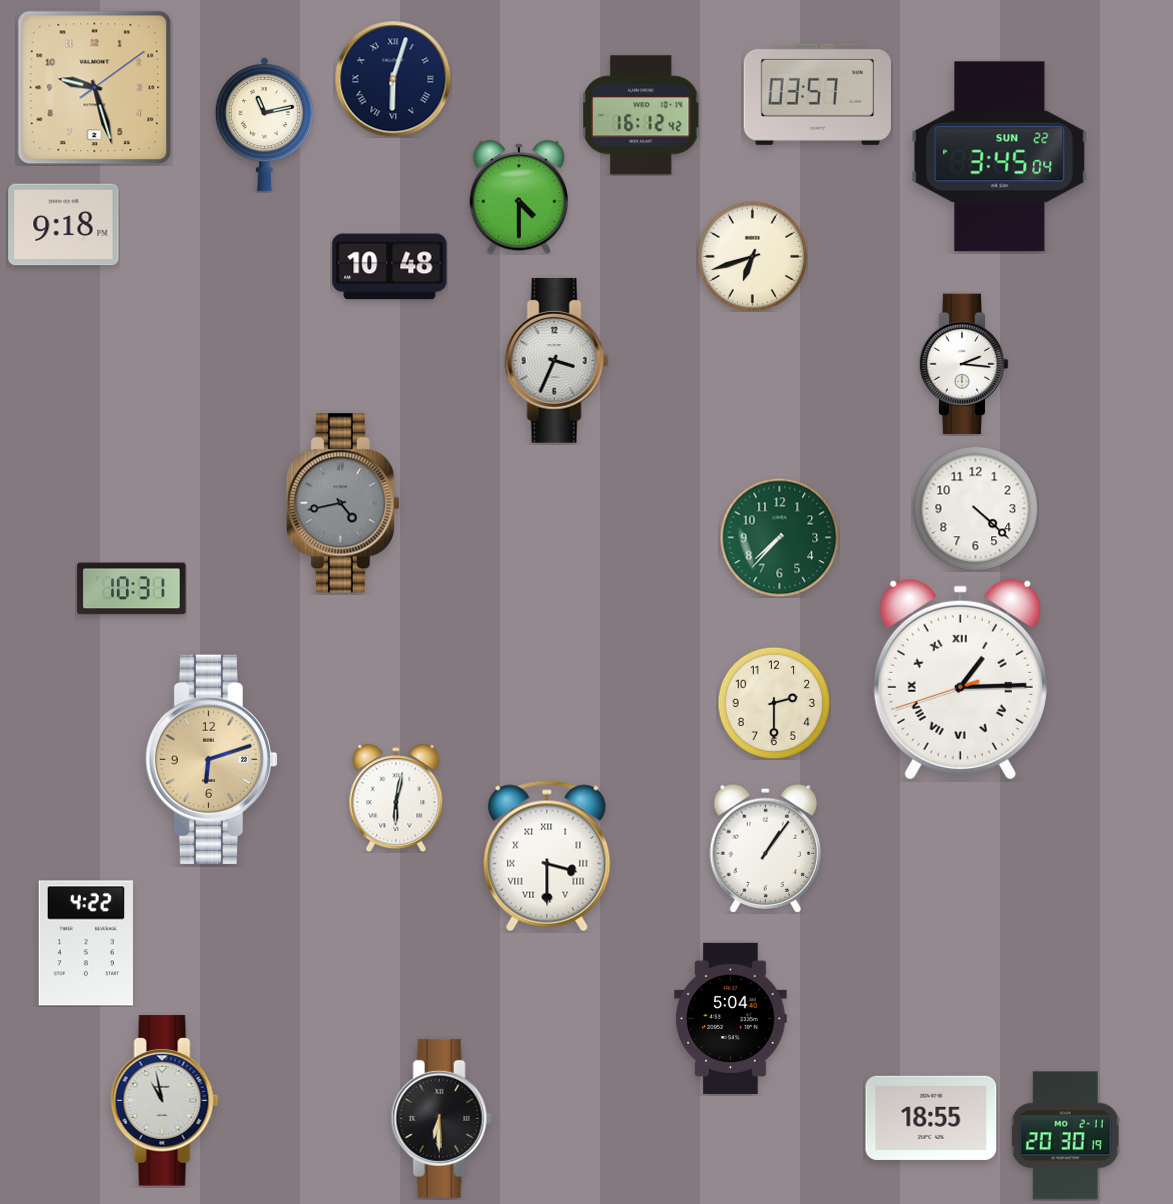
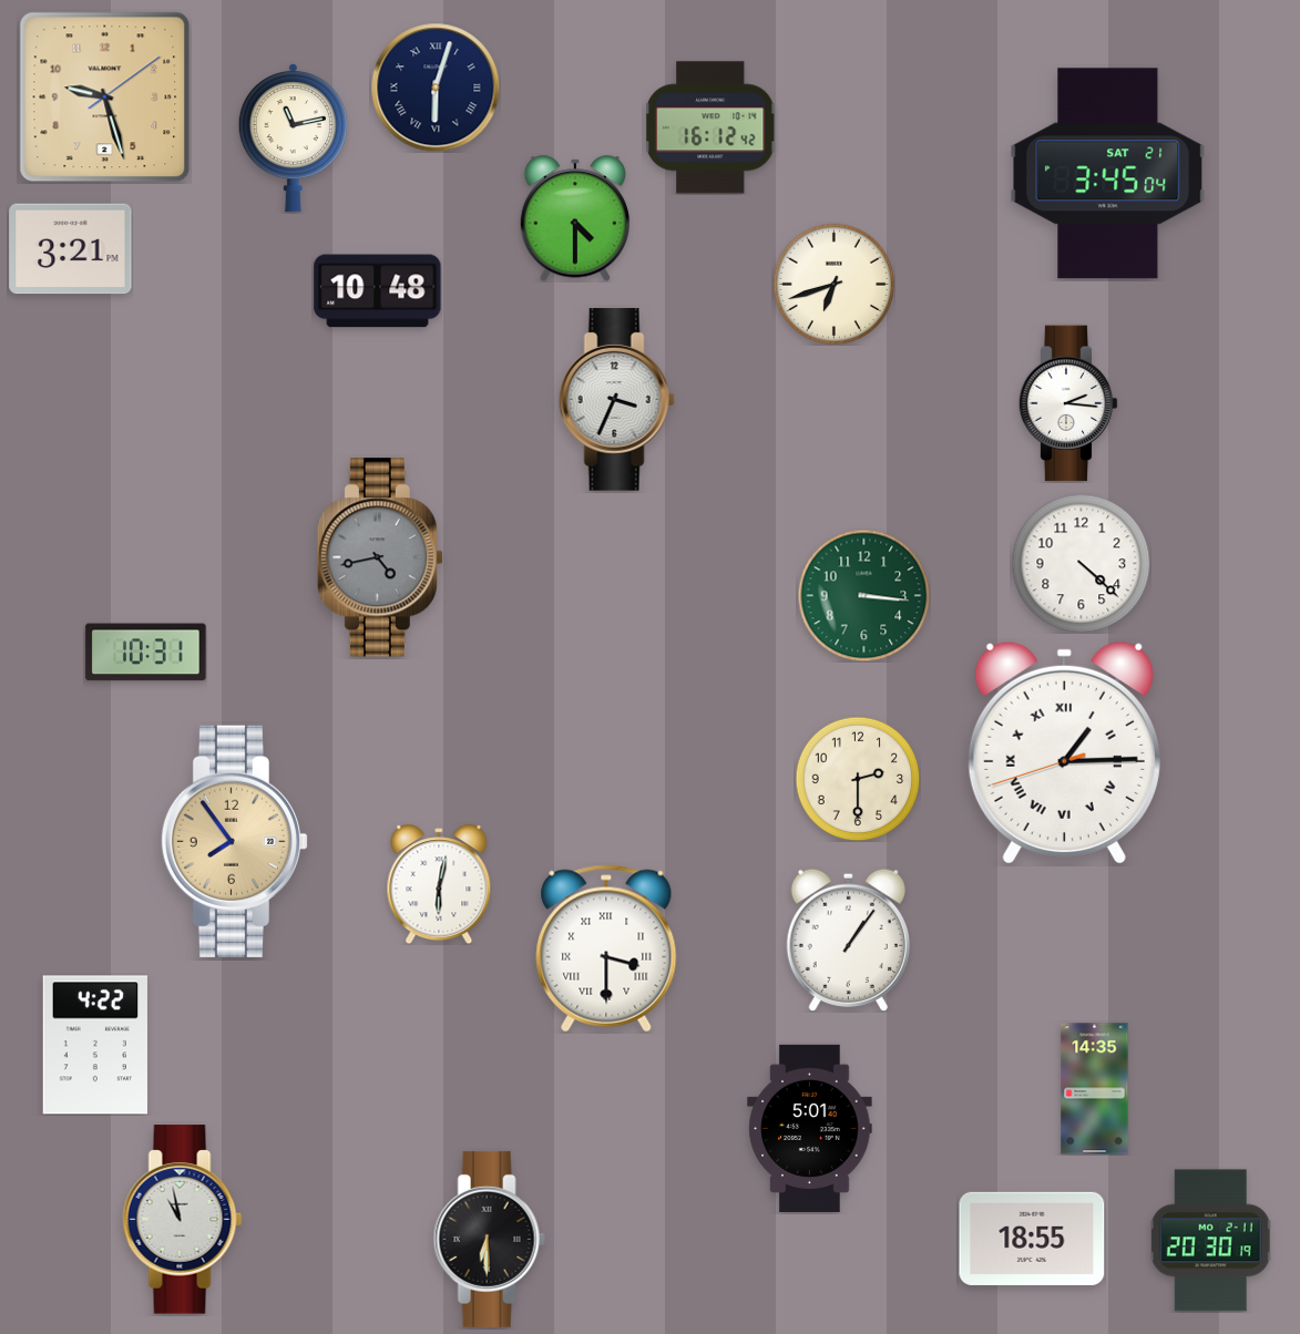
clock at (817, 94): 03:57 -> none
clock at (1000, 157) date: SUN 22 -> SAT 21
clock at (64, 225): 9:18 -> 3:21
clock at (390, 267) position: (390, 267) -> (378, 291)
clock at (779, 537): 7:37 -> 3:16
clock at (212, 759): 6:12 -> 7:54
clock at (1095, 1089): none -> 14:35
clock at (731, 1018): 5:04 -> 5:01
clock at (1066, 1136) position: (1066, 1136) -> (1211, 1241)
